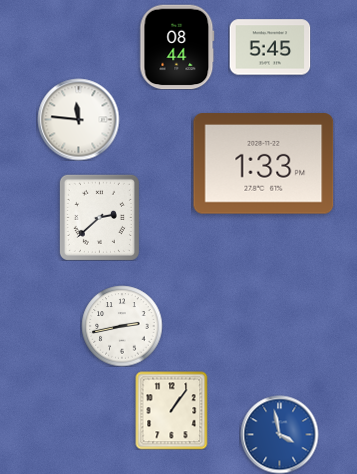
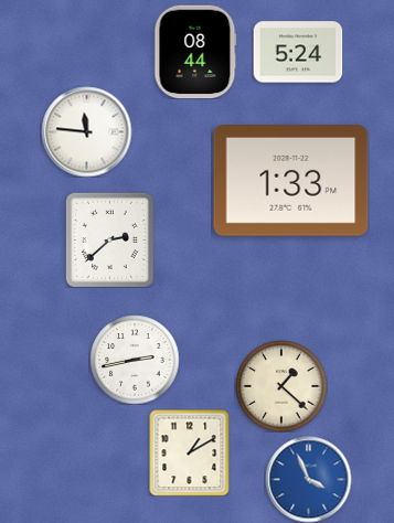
clock at (270, 47): 5:45 -> 5:24
clock at (281, 386): none -> 1:22
clock at (172, 410): 1:06 -> 1:10
clock at (279, 434): 3:58 -> 3:56
